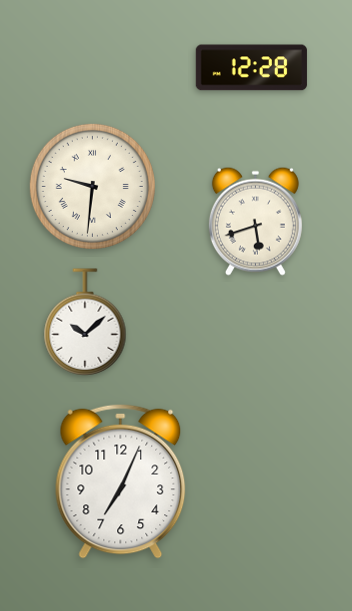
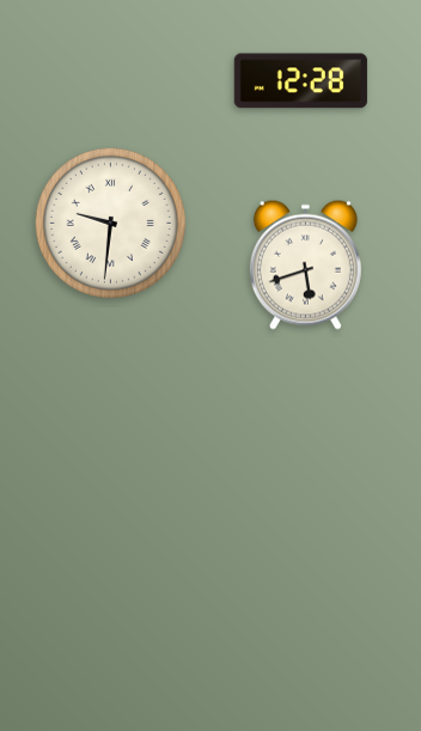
clock at (85, 322): 10:08 -> none
clock at (121, 481): 7:04 -> none
